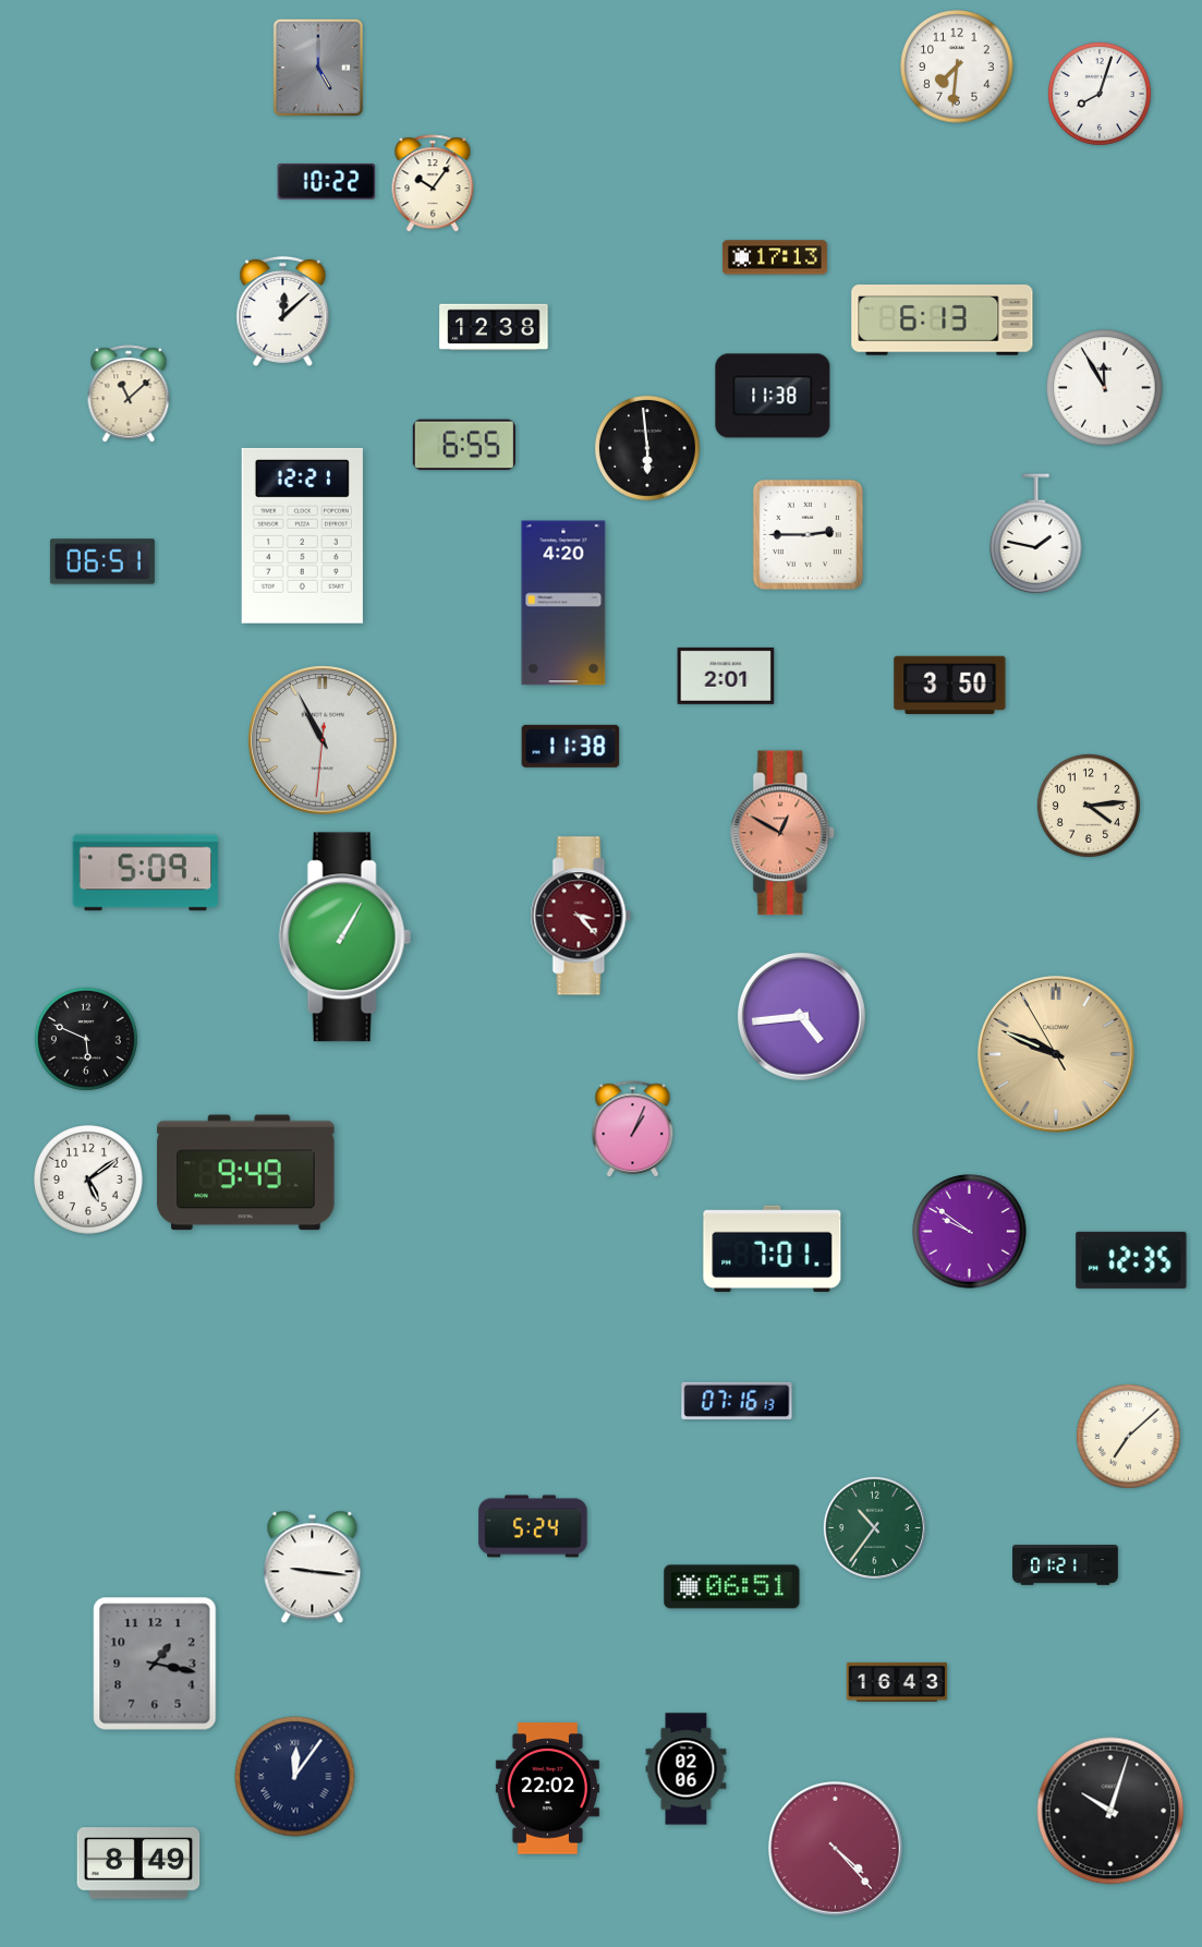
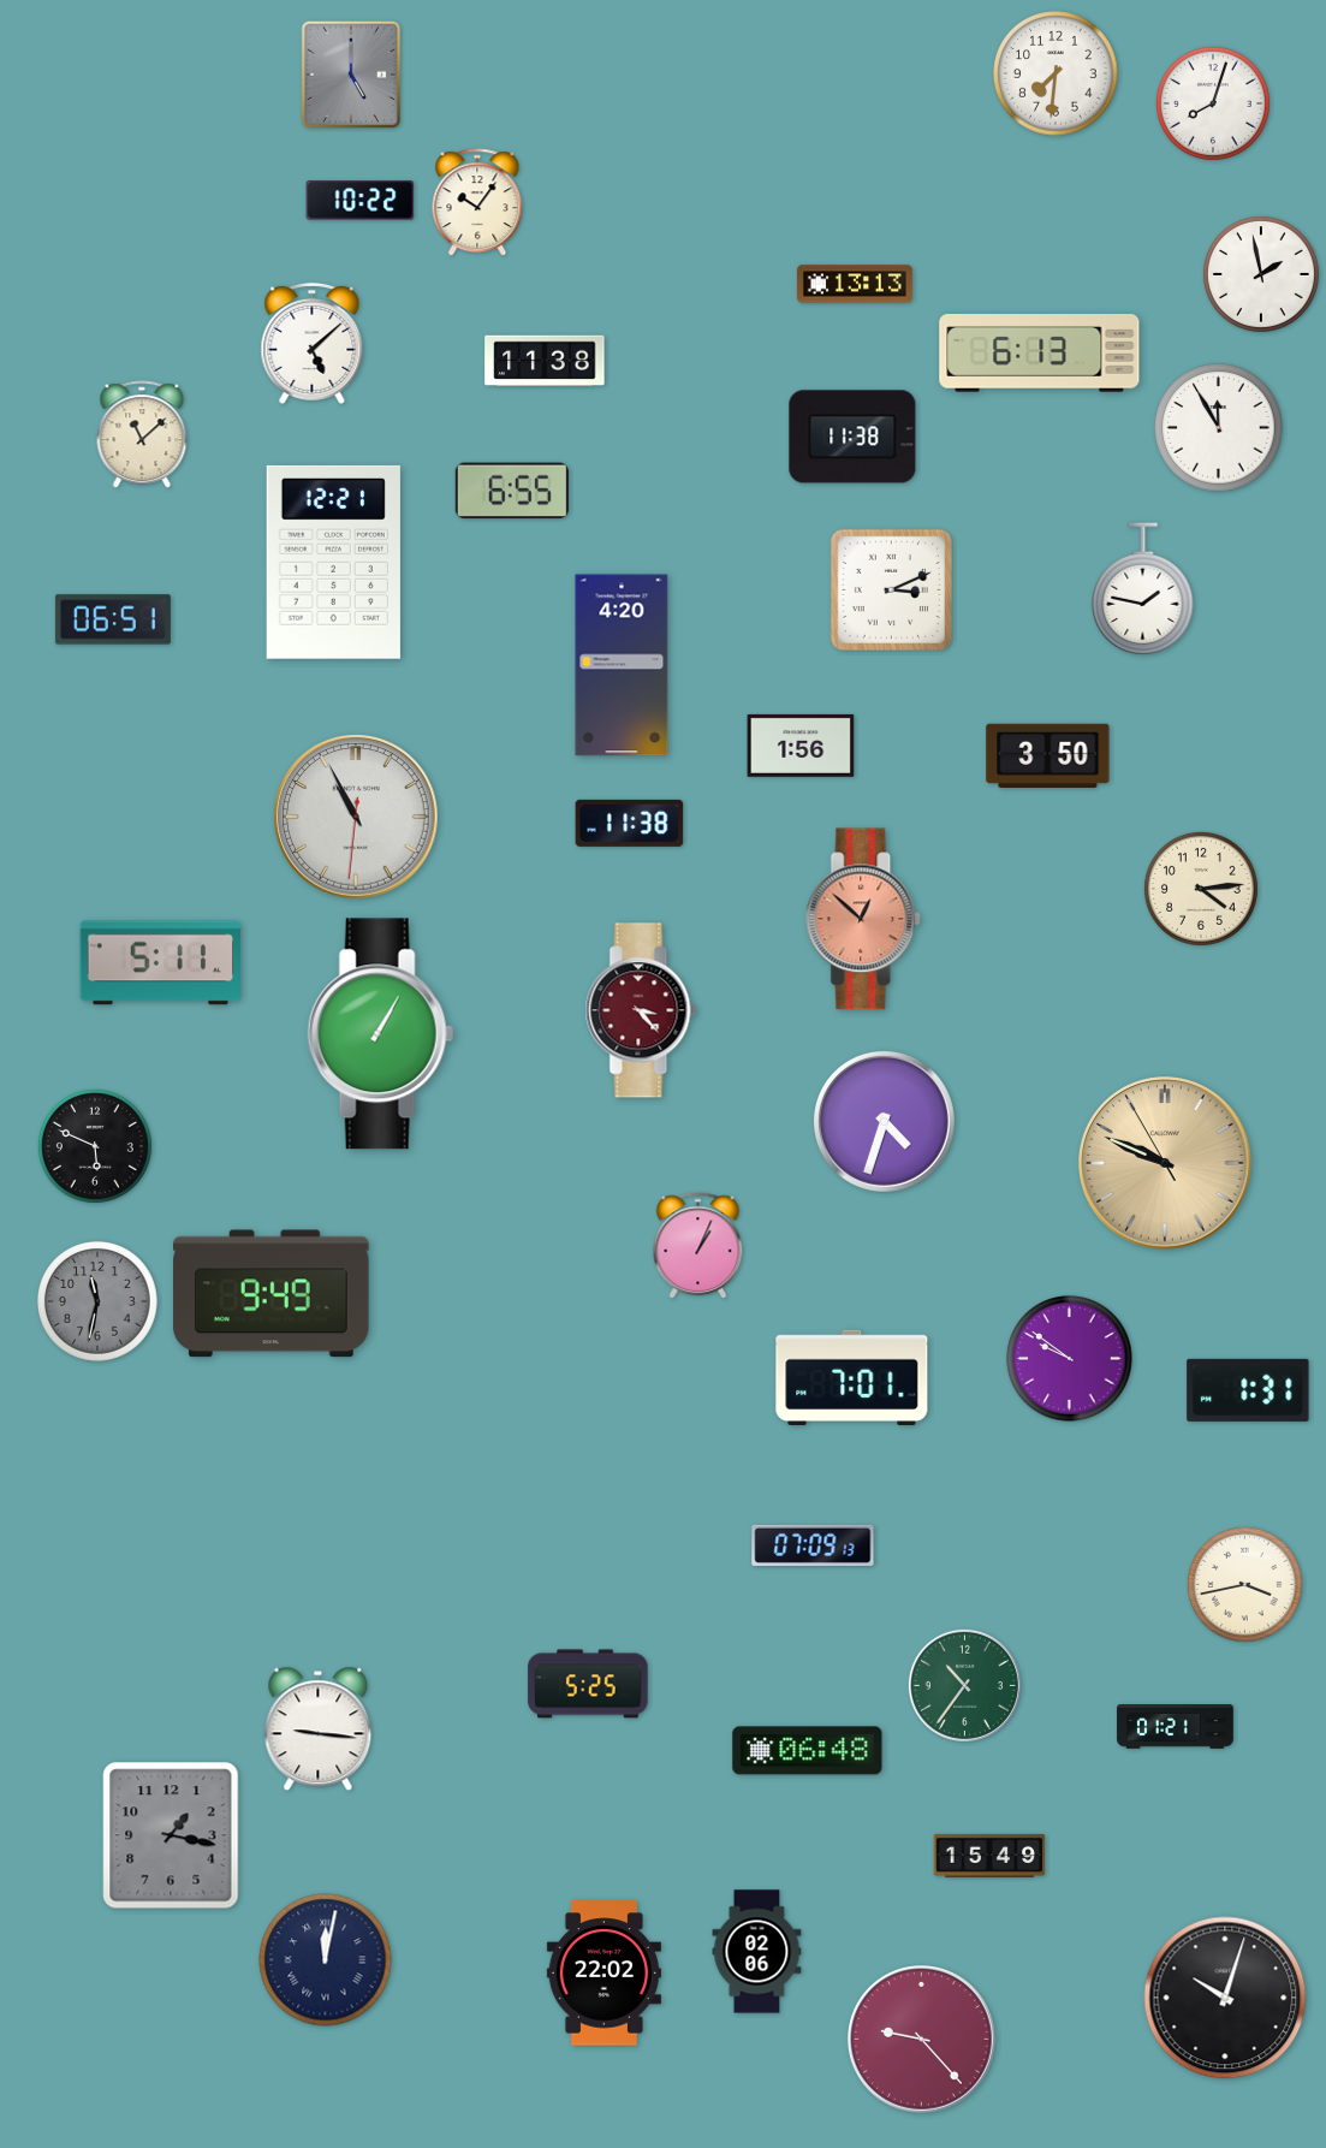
clock at (1261, 274): none -> 1:58
clock at (775, 257): 17:13 -> 13:13
clock at (283, 311): 12:08 -> 5:08
clock at (494, 327): 12:38 -> 11:38
clock at (647, 448): 5:59 -> none
clock at (808, 534): 2:45 -> 3:11
clock at (302, 535) position: (302, 535) -> (333, 562)
clock at (726, 676): 2:01 -> 1:56
clock at (784, 833): 12:50 -> 12:52
clock at (146, 873): 5:09 -> 5:11
clock at (801, 1016): 4:44 -> 4:33
clock at (88, 1180): 5:09 -> 11:32
clock at (88, 1180) dial: white -> grey
clock at (1131, 1260): 12:35 -> 1:31
clock at (737, 1401): 07:16 -> 07:09
clock at (1128, 1436): 7:08 -> 3:43
clock at (533, 1526): 5:24 -> 5:25
clock at (313, 1568) position: (313, 1568) -> (319, 1729)
clock at (732, 1587): 06:51 -> 06:48
clock at (897, 1682): 16:43 -> 15:49
clock at (295, 1777): 12:06 -> 12:02
clock at (836, 1849): 4:23 -> 9:23
clock at (138, 1863): 8:49 -> none
